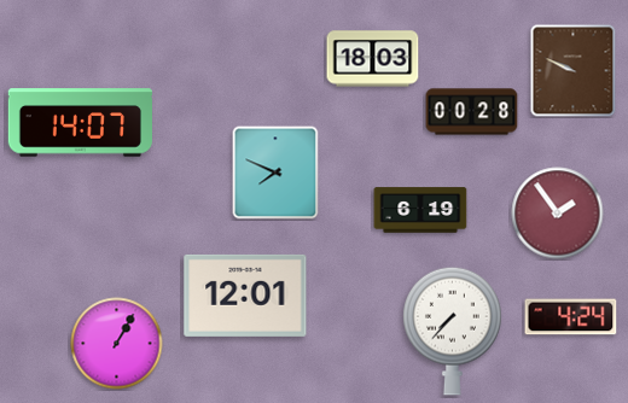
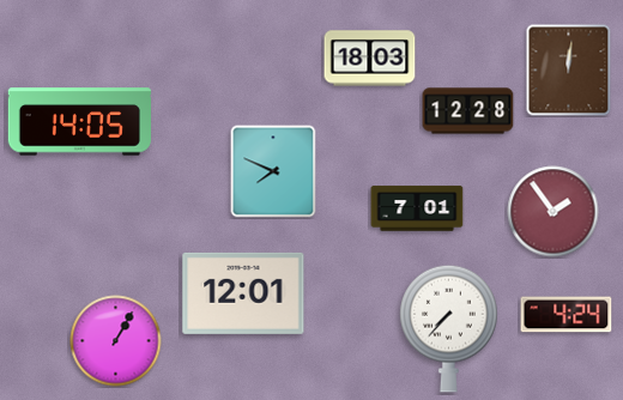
clock at (574, 71): 9:49 -> 12:01
clock at (472, 112): 00:28 -> 12:28
clock at (80, 123): 14:07 -> 14:05
clock at (420, 210): 6:19 -> 7:01
